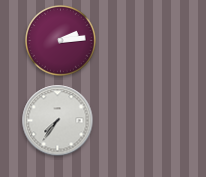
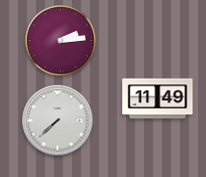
clock at (158, 99): none -> 11:49
clock at (58, 121): 7:36 -> 7:38
